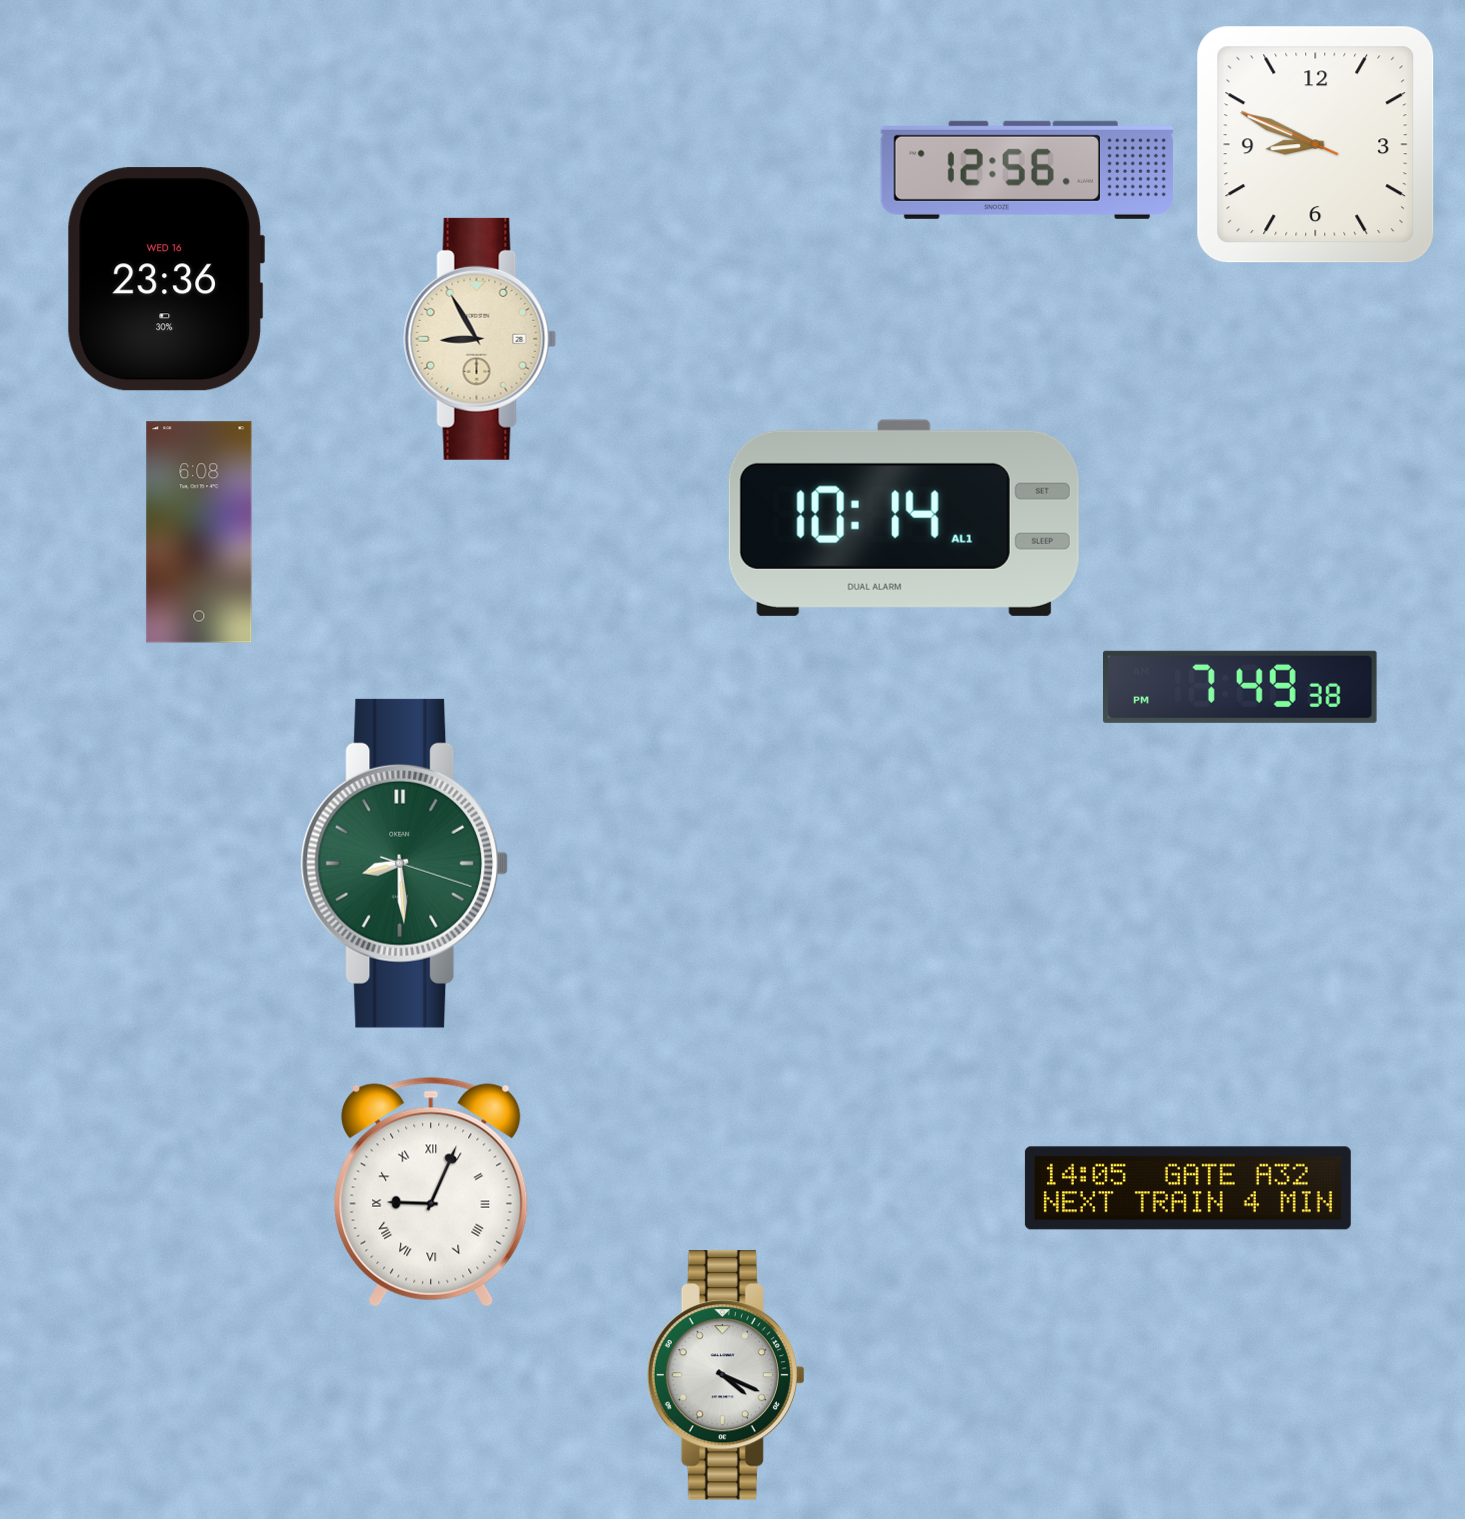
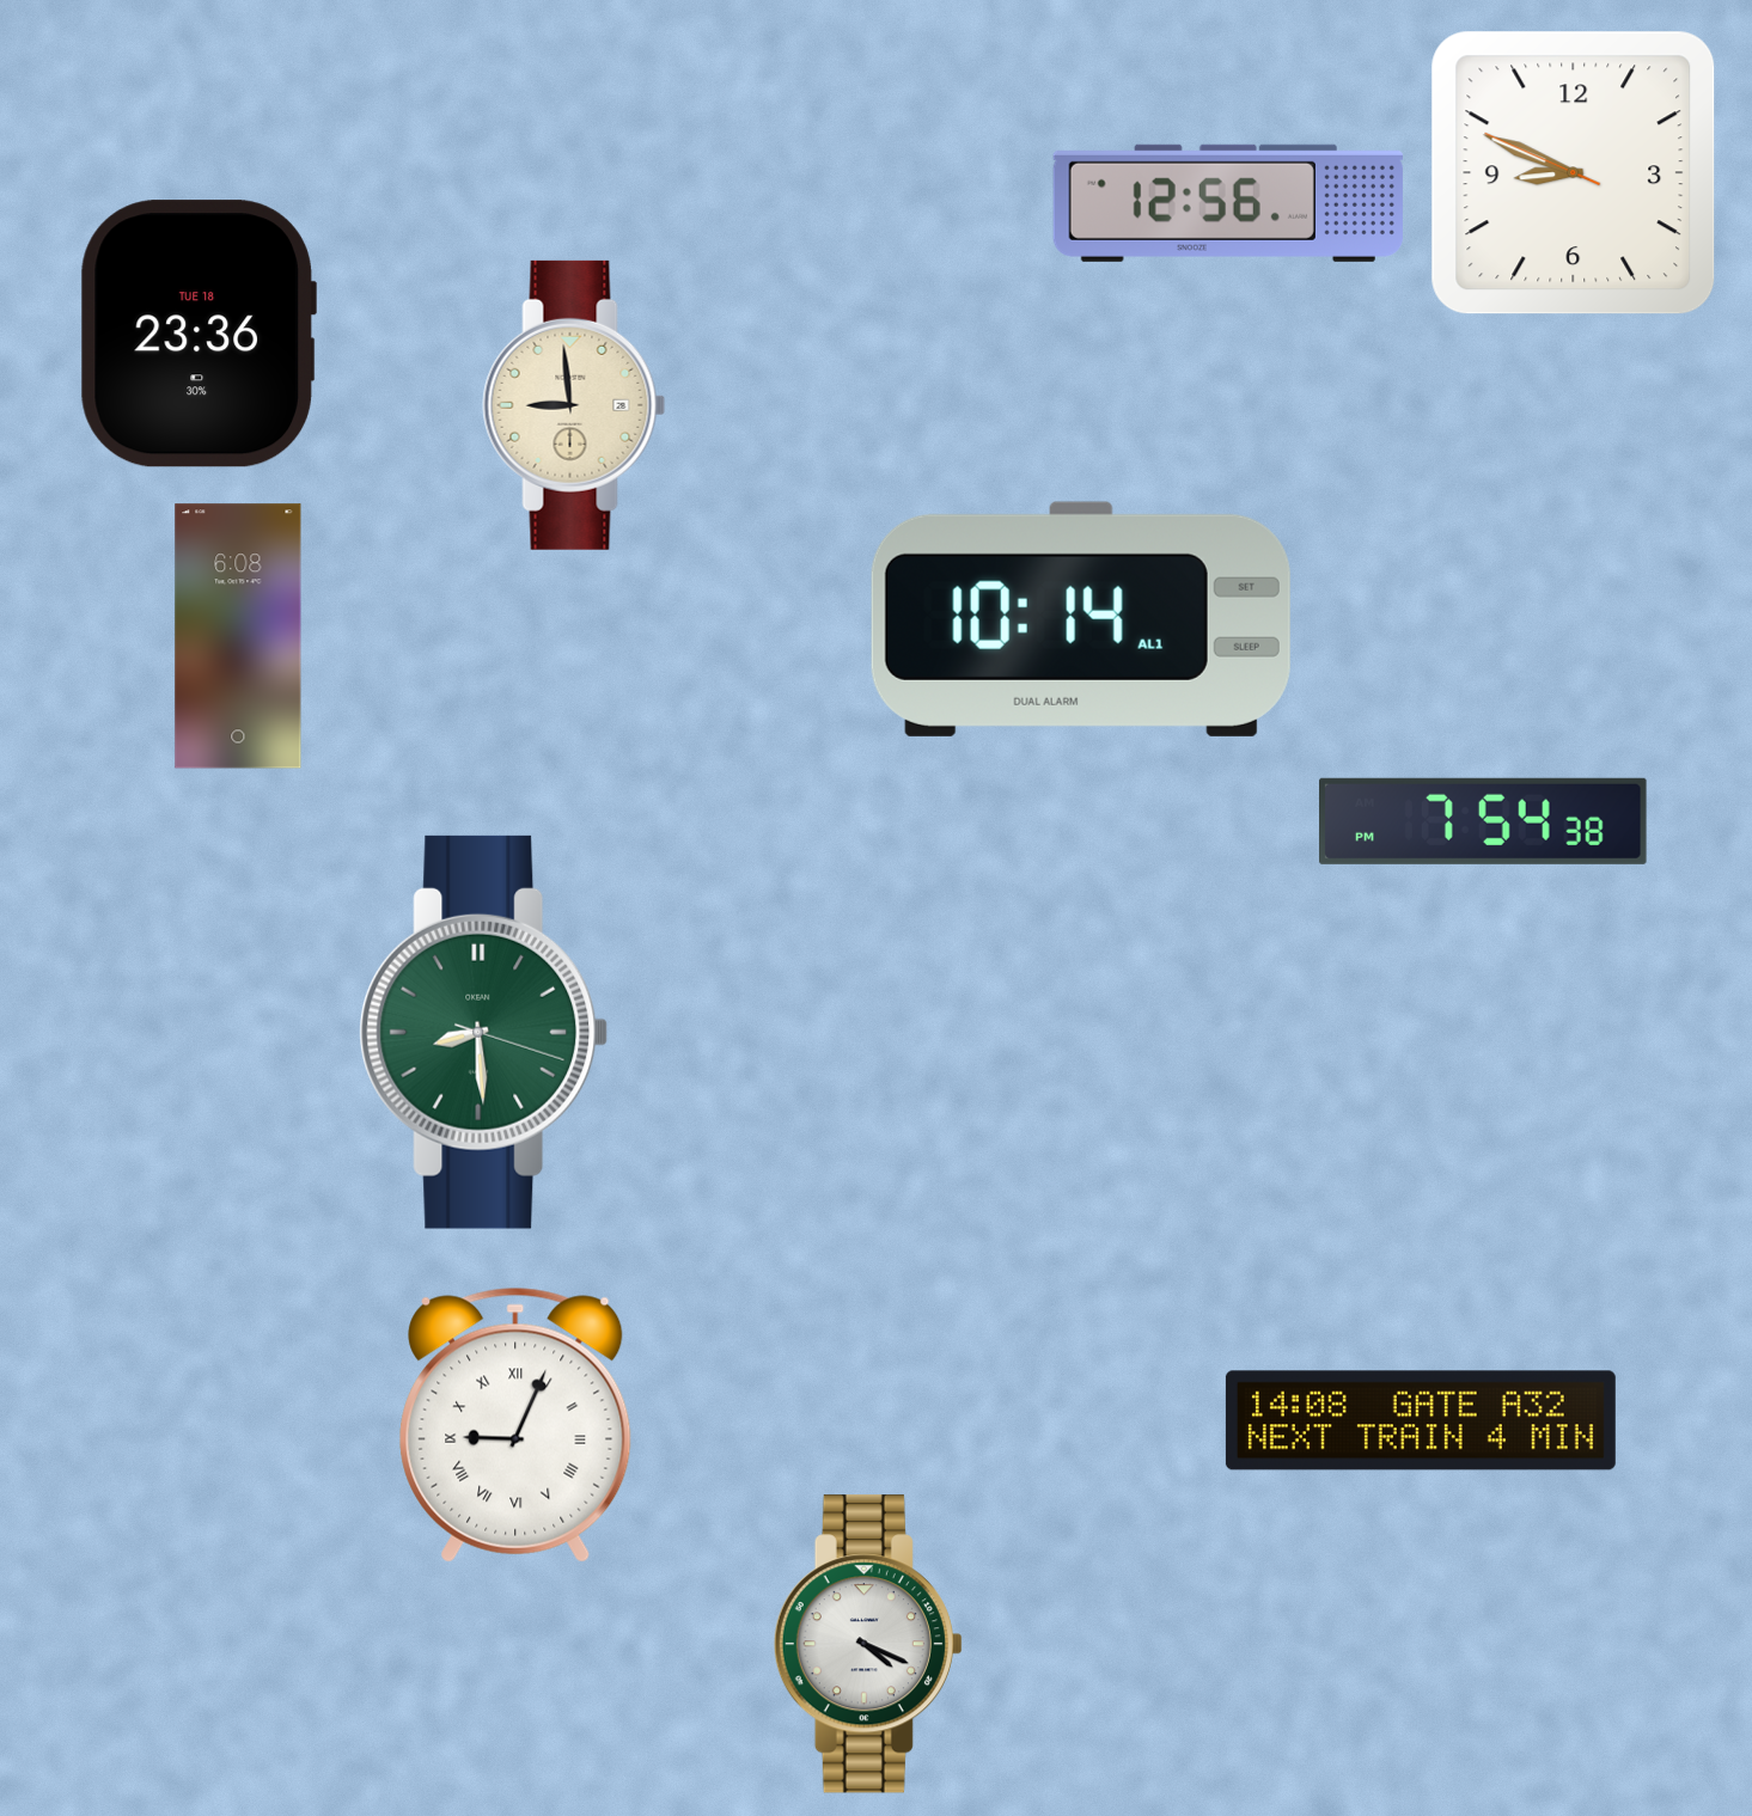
clock at (166, 279) date: WED 16 -> TUE 18
clock at (480, 339): 8:55 -> 8:59
clock at (1241, 687): 7:49 -> 7:54
clock at (1188, 1188): 14:05 -> 14:08
